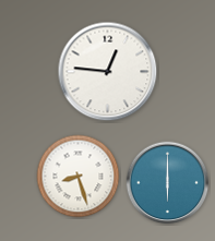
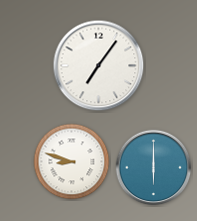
clock at (108, 72): 12:46 -> 7:06
clock at (79, 177): 8:27 -> 8:48
